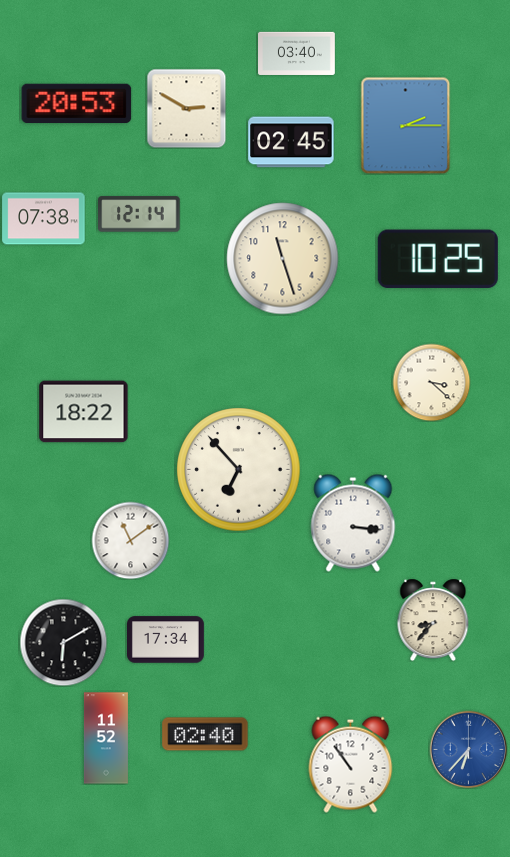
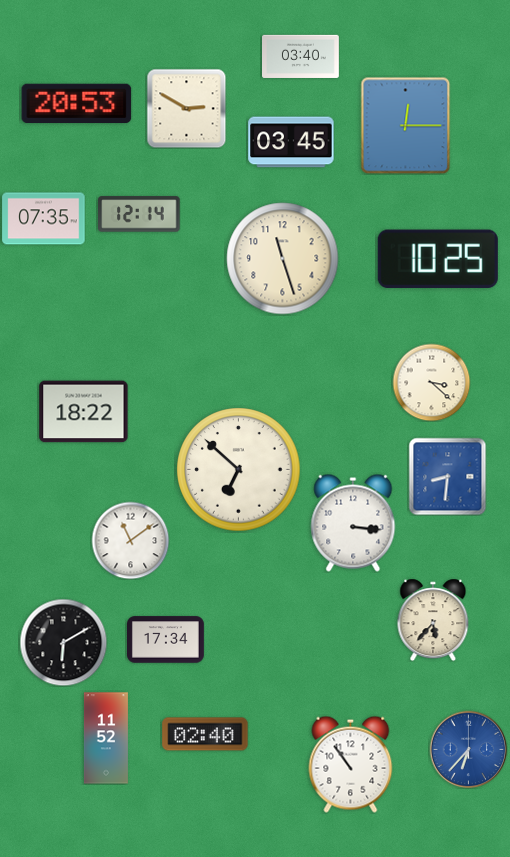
clock at (297, 53) position: (297, 53) -> (301, 56)
clock at (406, 125): 2:15 -> 12:15
clock at (291, 142): 02:45 -> 03:45
clock at (44, 219): 07:38 -> 07:35
clock at (239, 470): 6:53 -> 6:52
clock at (447, 476): none -> 8:31
clock at (433, 620): 8:37 -> 5:37
